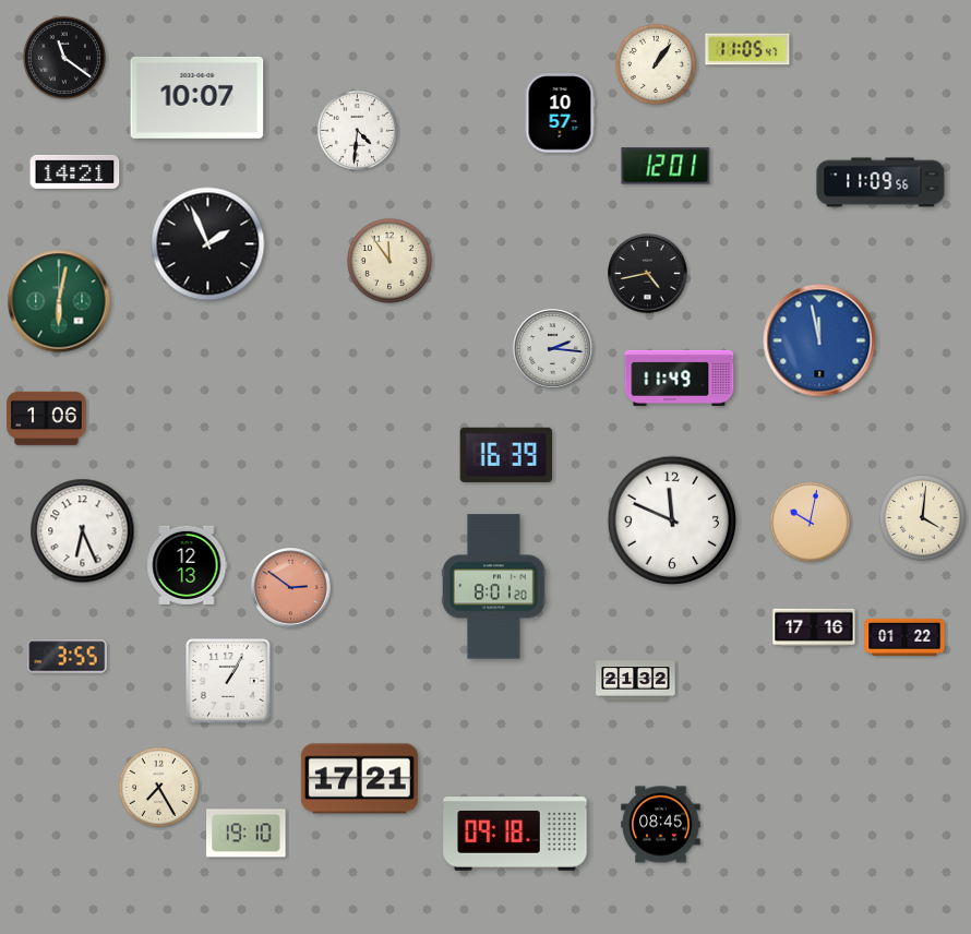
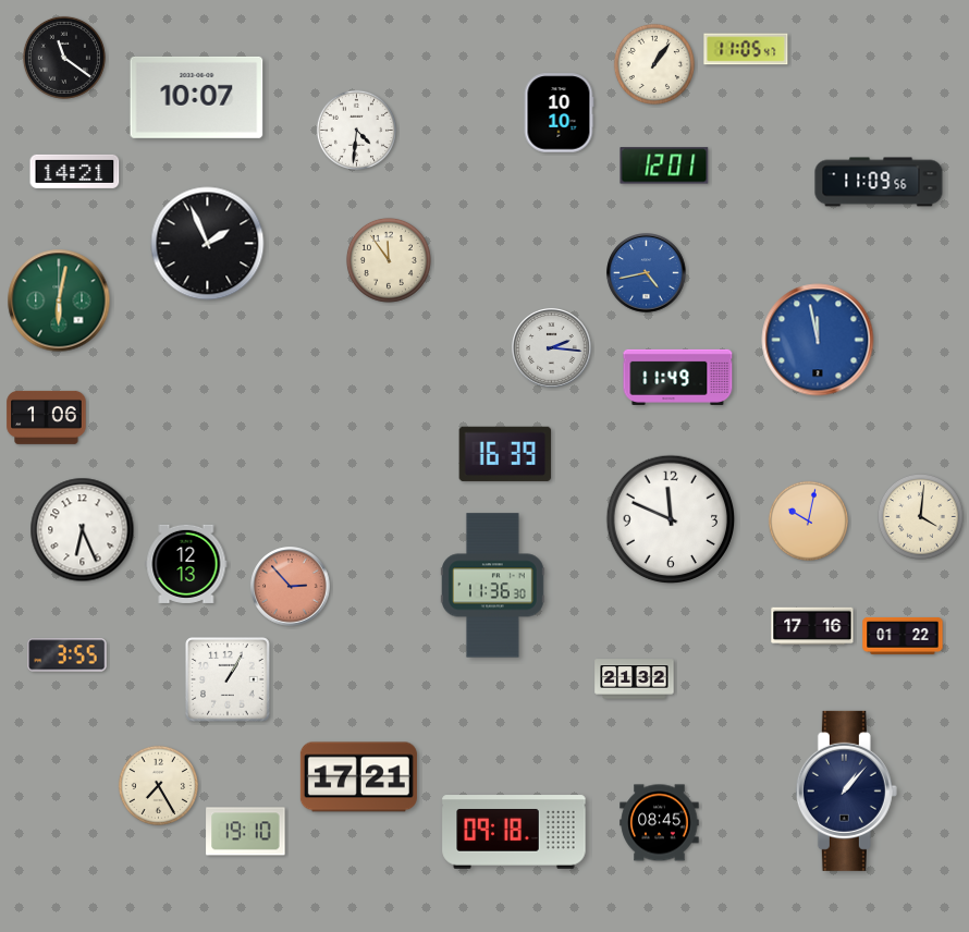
clock at (560, 113): 10:57 -> 10:10
clock at (648, 274) dial: black -> blue
clock at (493, 587): 8:01 -> 11:36
clock at (291, 588): 2:51 -> 2:53
clock at (846, 790): none -> 1:07
